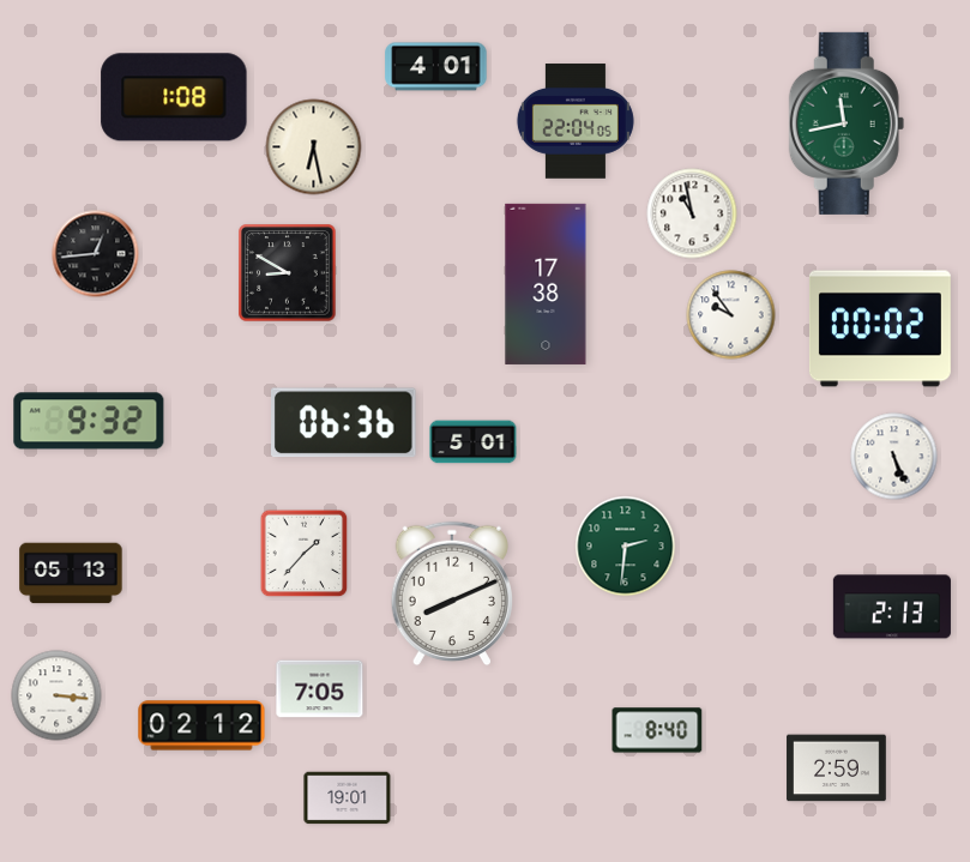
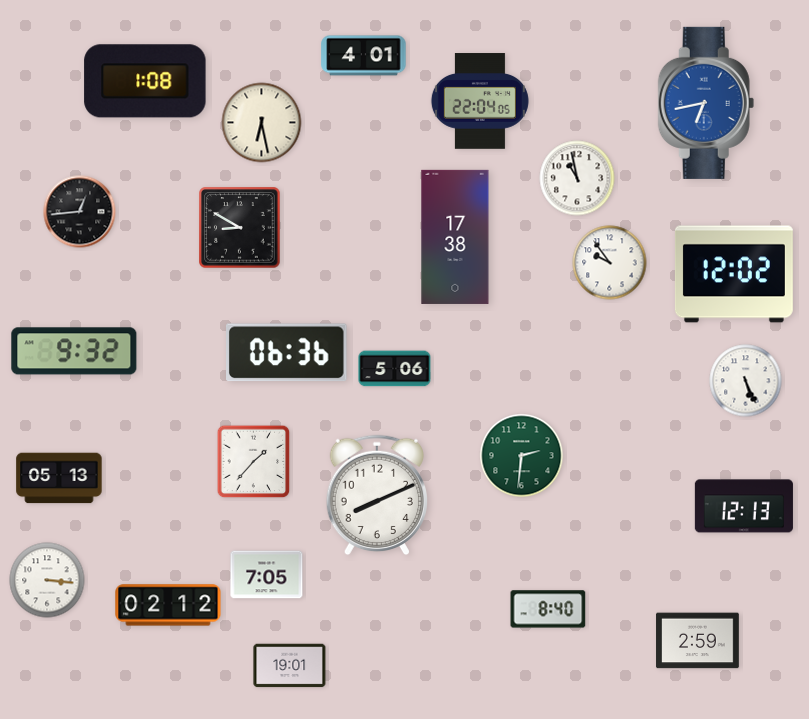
clock at (847, 123): 11:43 -> 6:43
clock at (847, 123) dial: green -> blue
clock at (880, 328): 00:02 -> 12:02
clock at (474, 442): 5:01 -> 5:06
clock at (892, 607): 2:13 -> 12:13
